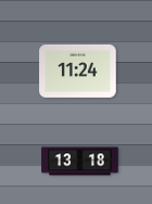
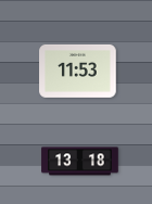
clock at (78, 71): 11:24 -> 11:53
